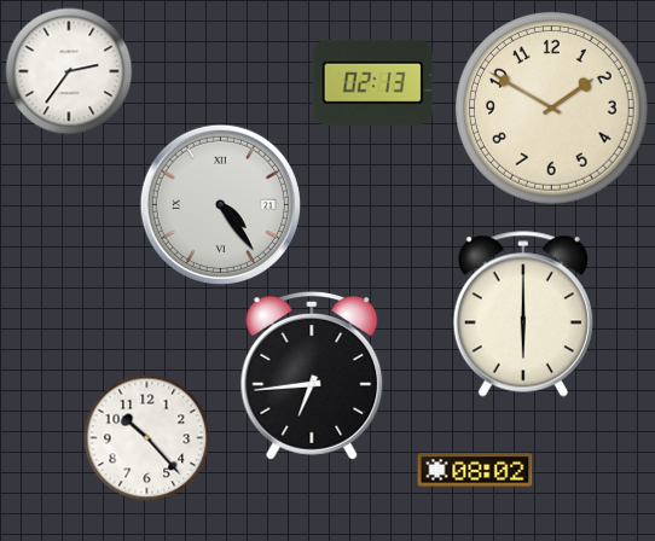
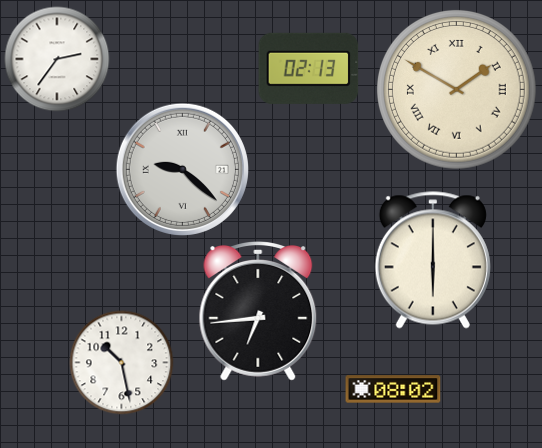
clock at (551, 107) numerals: Arabic -> Roman
clock at (220, 204): 4:24 -> 9:22
clock at (147, 438): 10:23 -> 10:28
